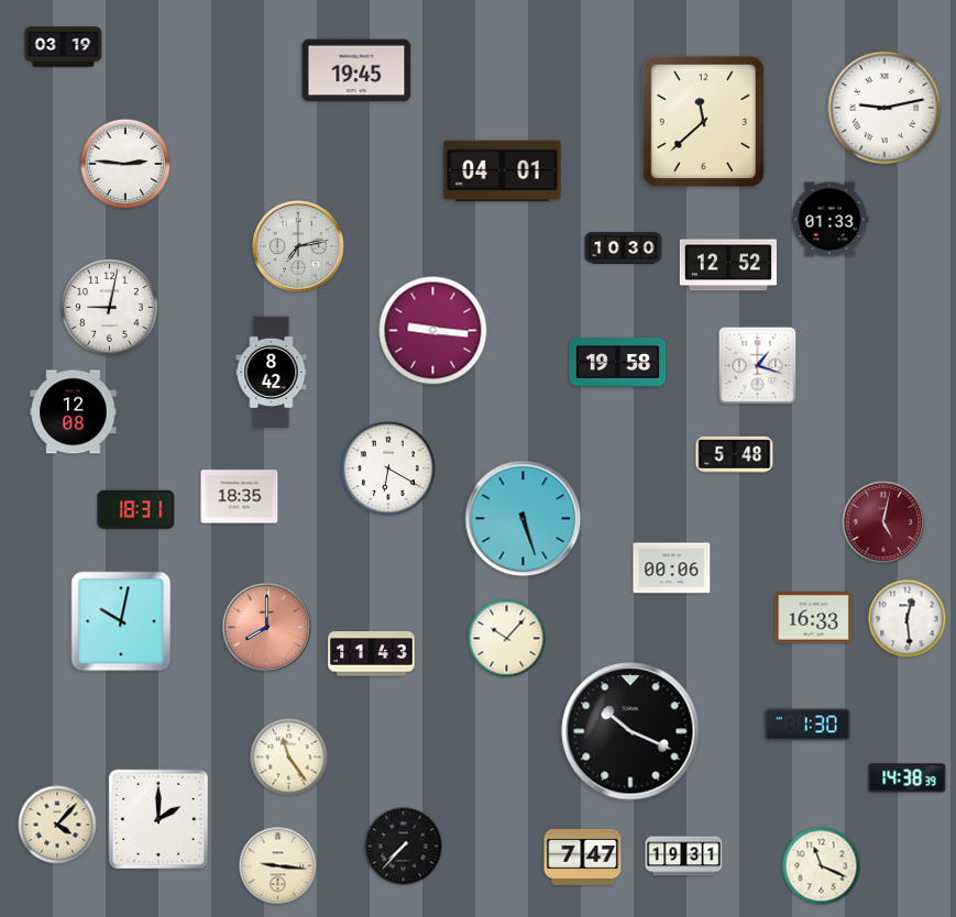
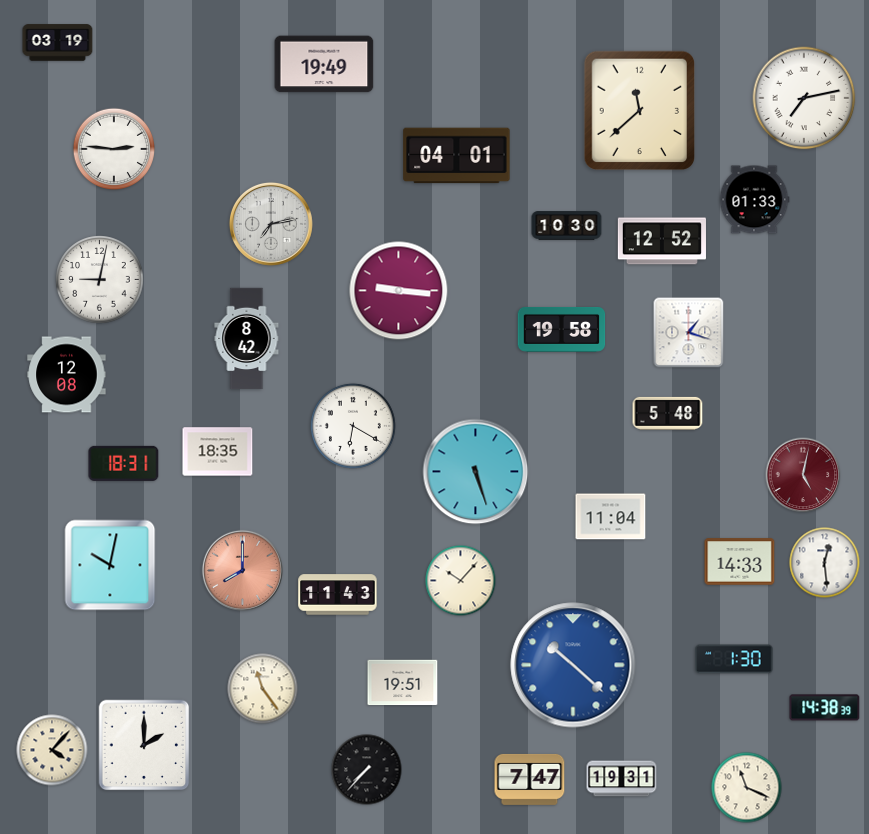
clock at (356, 70): 19:45 -> 19:49
clock at (884, 108): 9:13 -> 7:13
clock at (433, 331) position: (433, 331) -> (399, 291)
clock at (672, 568): 00:06 -> 11:04
clock at (814, 618): 16:33 -> 14:33
clock at (630, 731): 10:19 -> 10:22
clock at (630, 731) dial: black -> blue
clock at (403, 683): none -> 19:51
clock at (278, 866): 9:16 -> none
